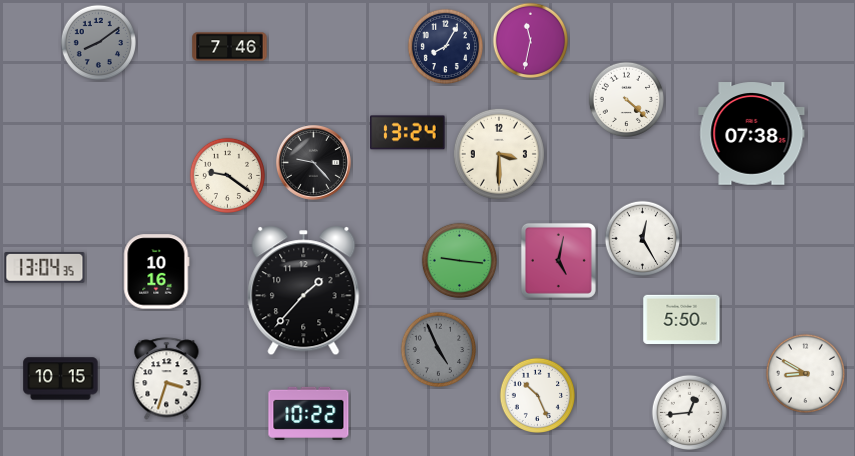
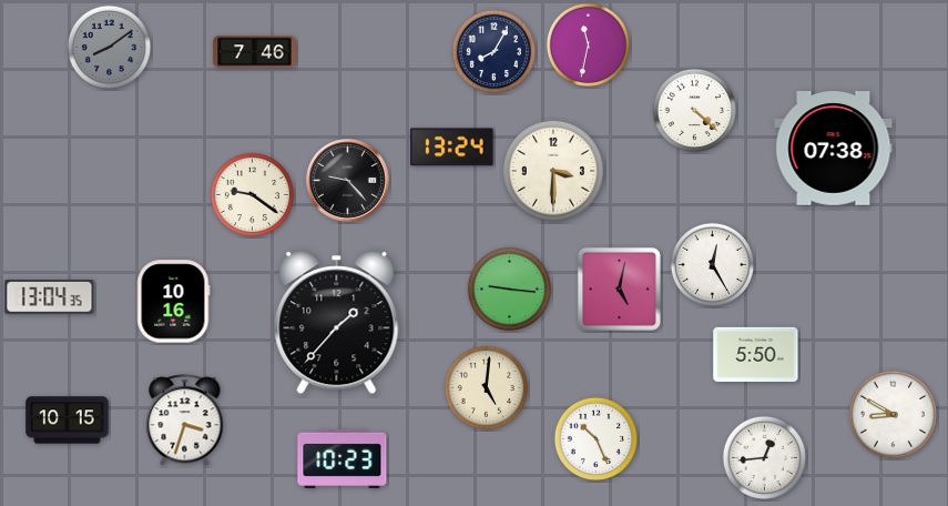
clock at (438, 349): 4:56 -> 5:01
clock at (438, 349) dial: grey -> cream
clock at (309, 413): 10:22 -> 10:23
